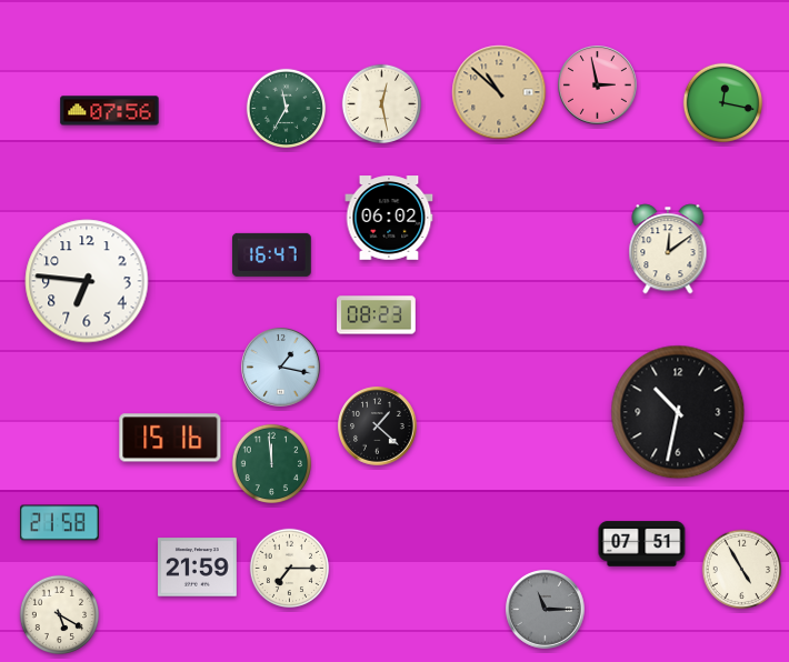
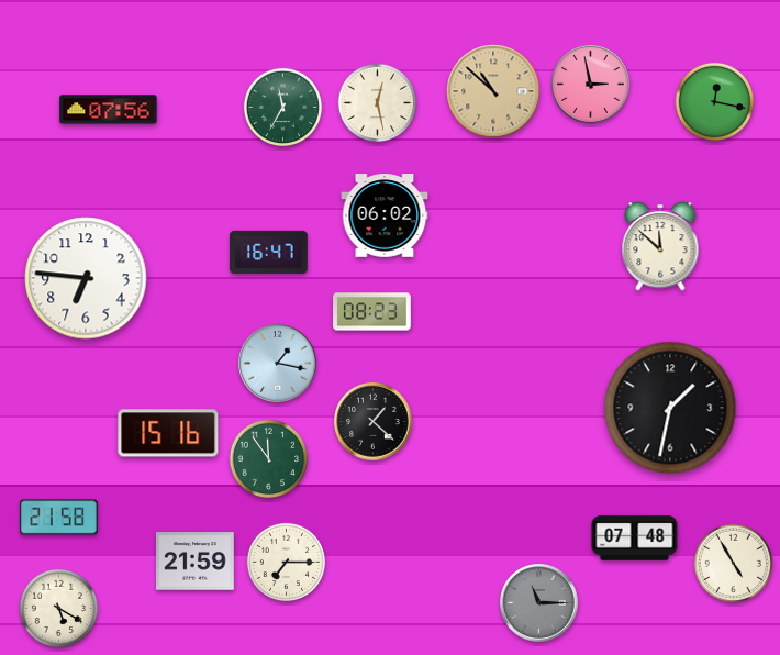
clock at (668, 249): 12:09 -> 11:52
clock at (678, 412): 10:32 -> 1:32
clock at (272, 464): 11:59 -> 11:54
clock at (642, 544): 07:51 -> 07:48
